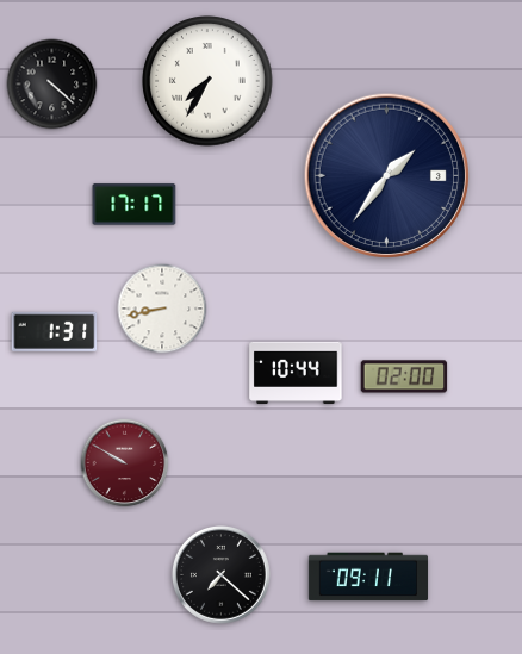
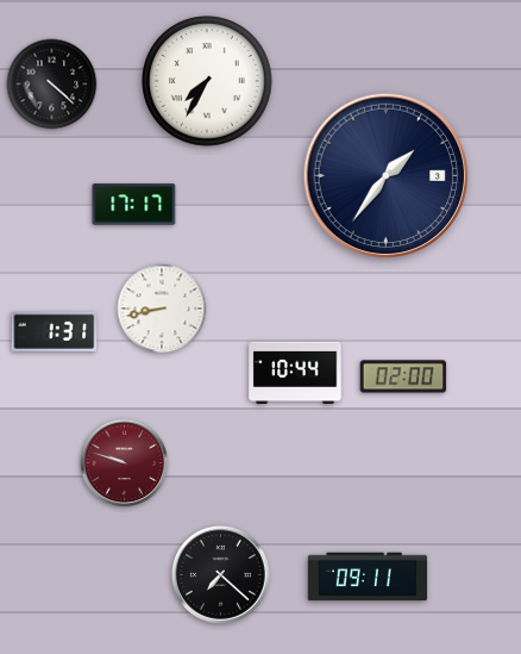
clock at (125, 463): 9:50 -> 9:48
